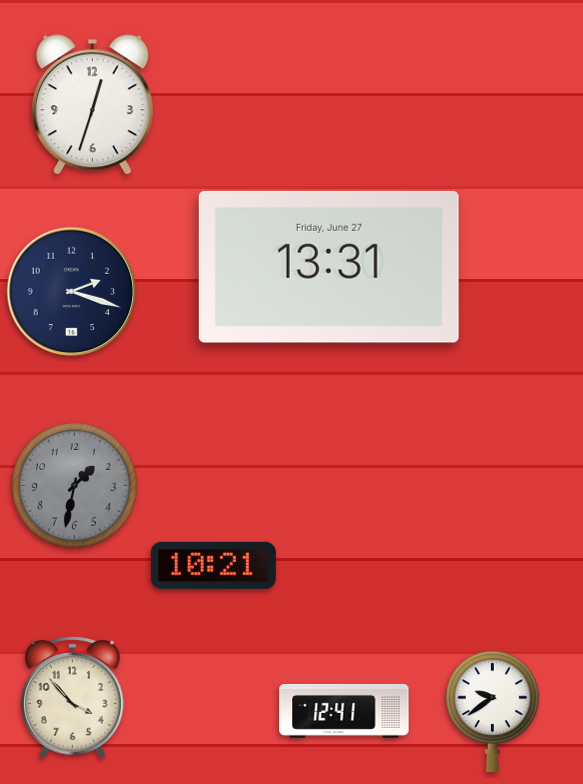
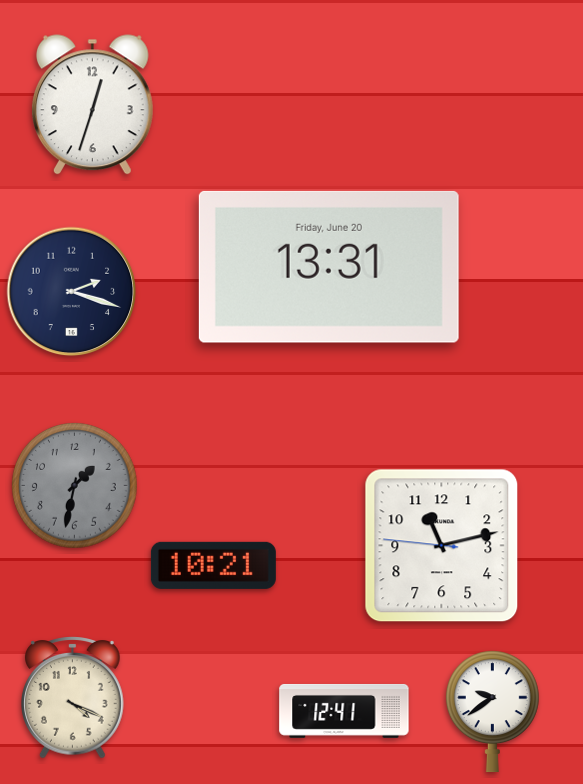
clock at (329, 267) date: Friday, June 27 -> Friday, June 20
clock at (442, 546): none -> 11:12
clock at (73, 698): 3:53 -> 4:19
